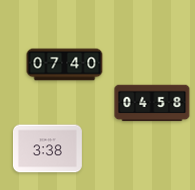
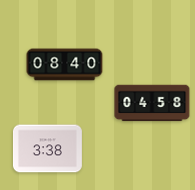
clock at (65, 65): 07:40 -> 08:40
